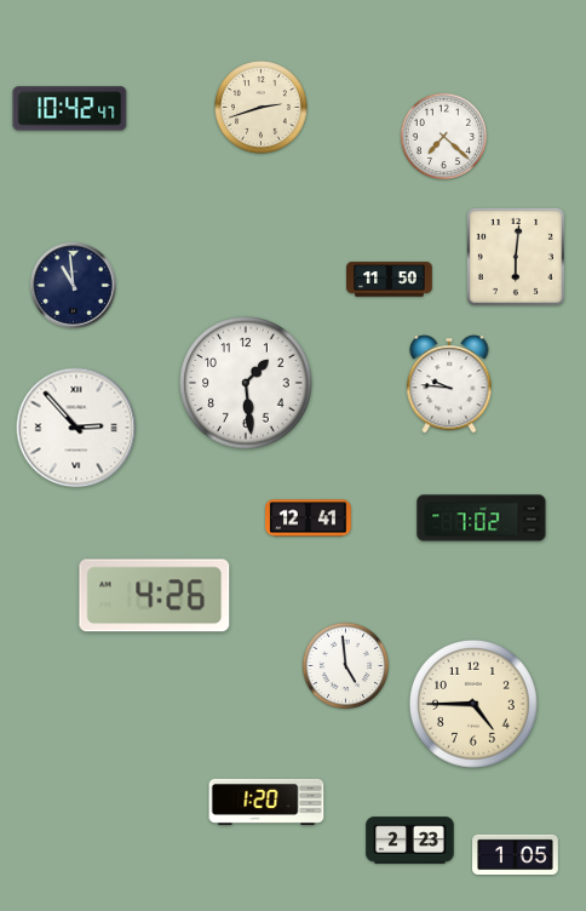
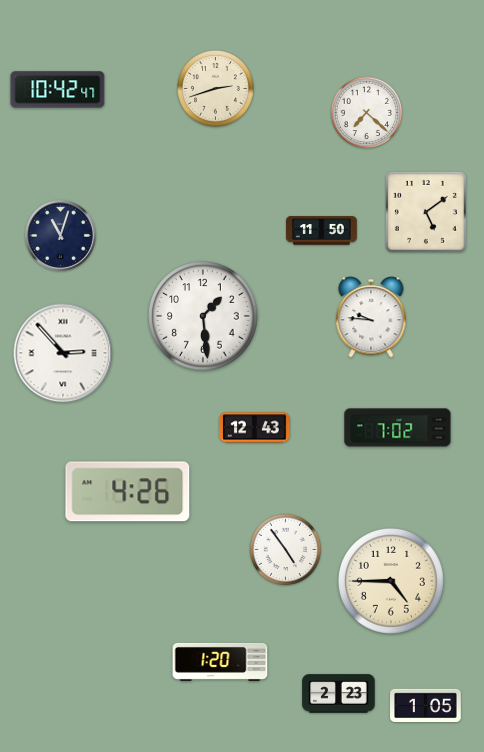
clock at (516, 257): 6:01 -> 5:09
clock at (74, 286): 10:59 -> 11:03
clock at (309, 518): 12:41 -> 12:43
clock at (346, 666): 4:59 -> 4:54
